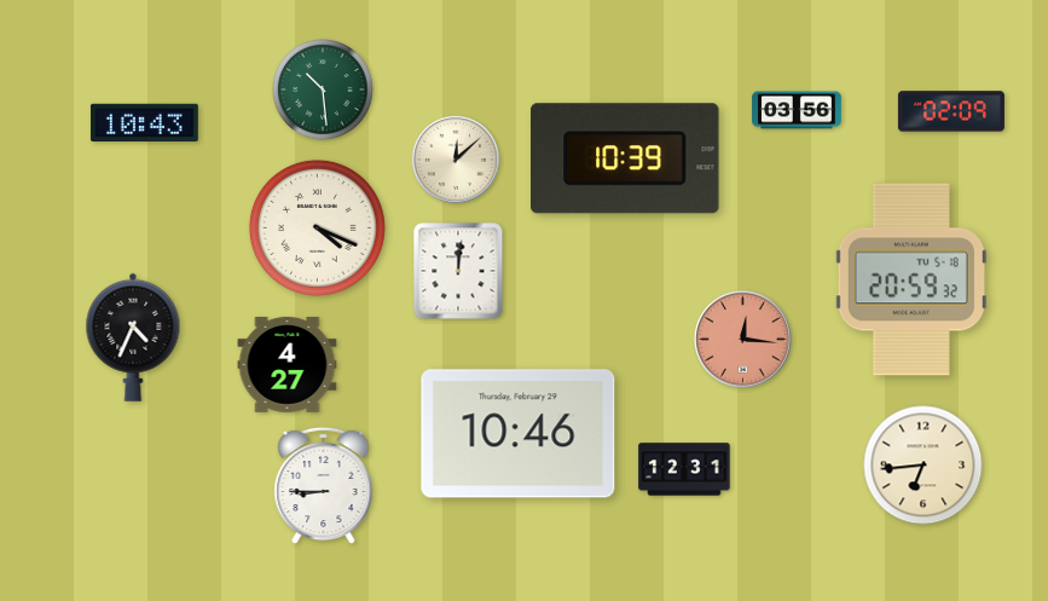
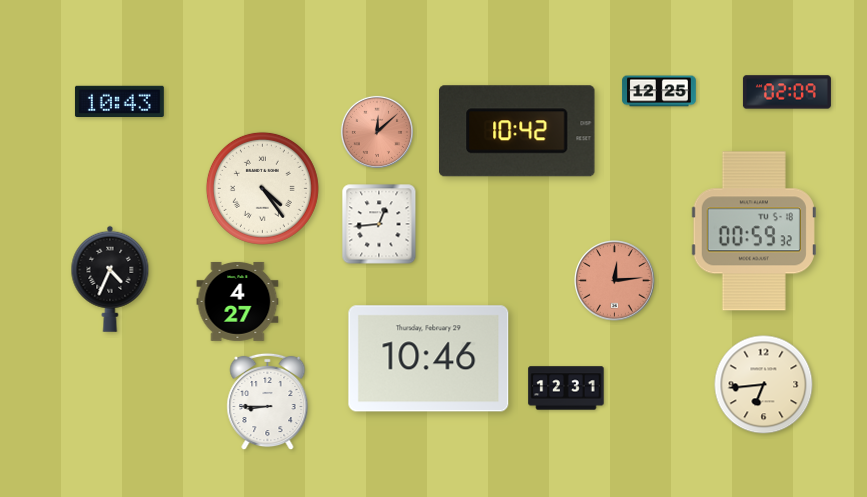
clock at (323, 89): 10:29 -> none
clock at (797, 110): 03:56 -> 12:25
clock at (626, 158): 10:39 -> 10:42
clock at (456, 160) dial: cream -> salmon
clock at (317, 227): 4:19 -> 4:24
clock at (458, 271): 12:01 -> 12:44
clock at (911, 279): 20:59 -> 00:59
clock at (743, 340): 12:16 -> 12:14
